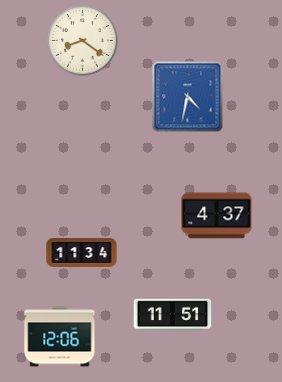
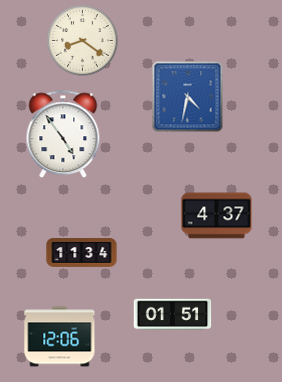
clock at (63, 135): none -> 4:54
clock at (173, 315): 11:51 -> 01:51
